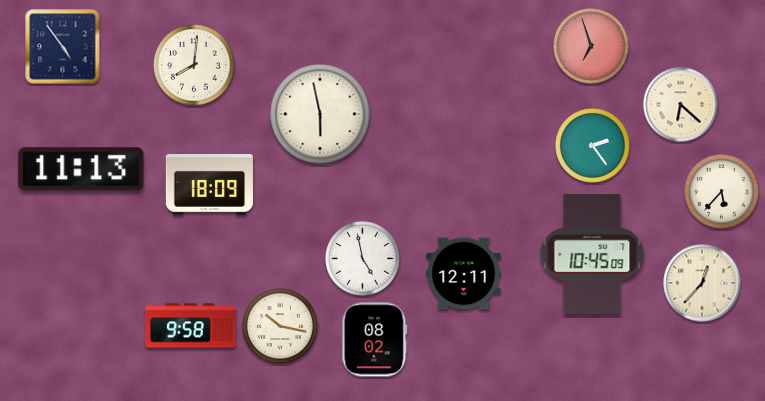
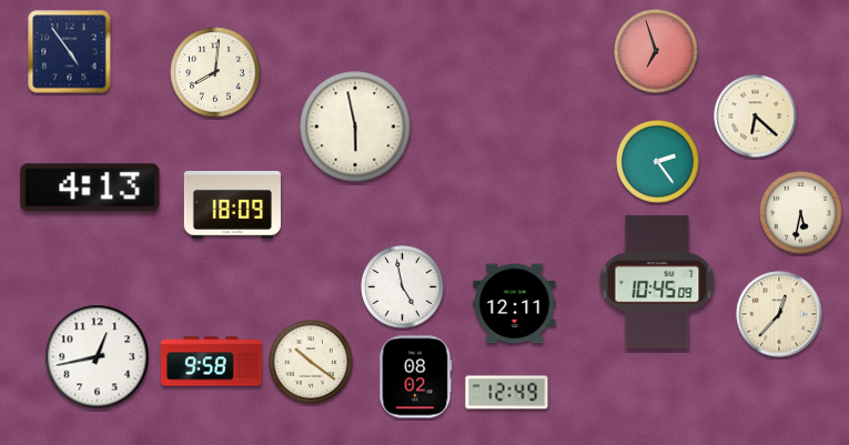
clock at (81, 169): 11:13 -> 4:13
clock at (722, 192): 5:37 -> 5:32
clock at (98, 357): none -> 12:43
clock at (280, 326): 10:17 -> 10:21
clock at (507, 393): none -> 12:49
